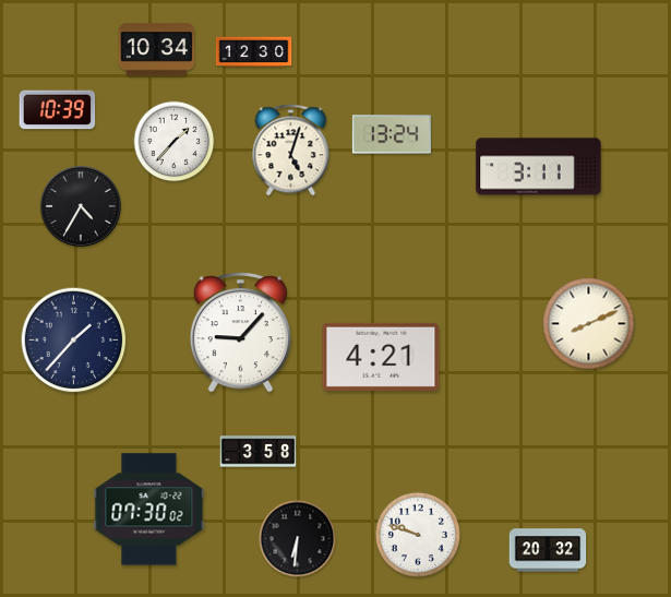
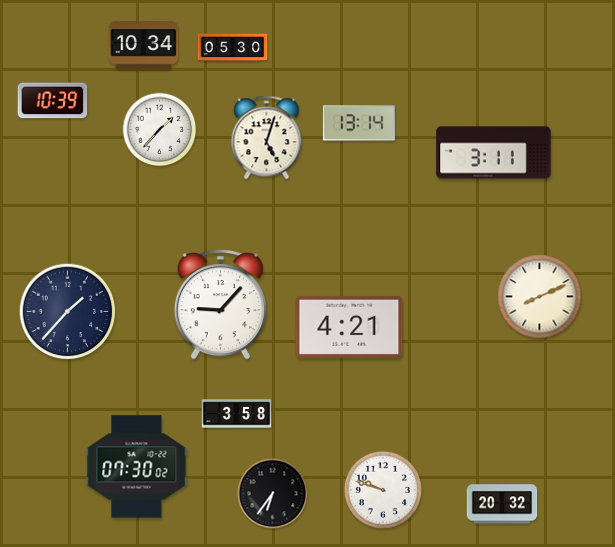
clock at (254, 52): 12:30 -> 05:30
clock at (392, 134): 13:24 -> 13:14
clock at (81, 206): 4:35 -> none
clock at (298, 539): 6:31 -> 6:36
